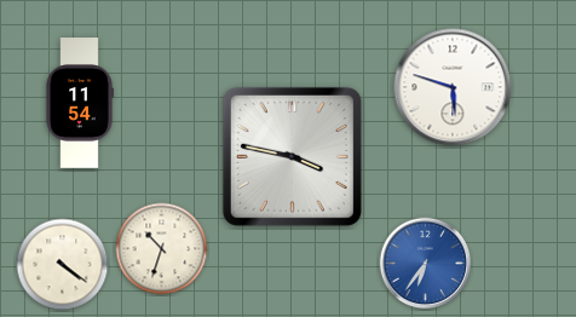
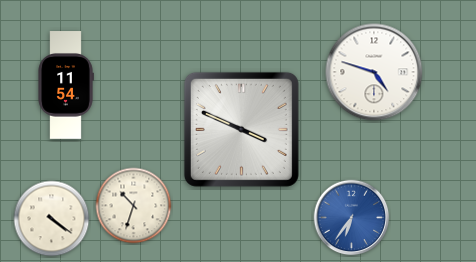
clock at (453, 87): 5:48 -> 4:48
clock at (292, 156): 3:47 -> 3:49
